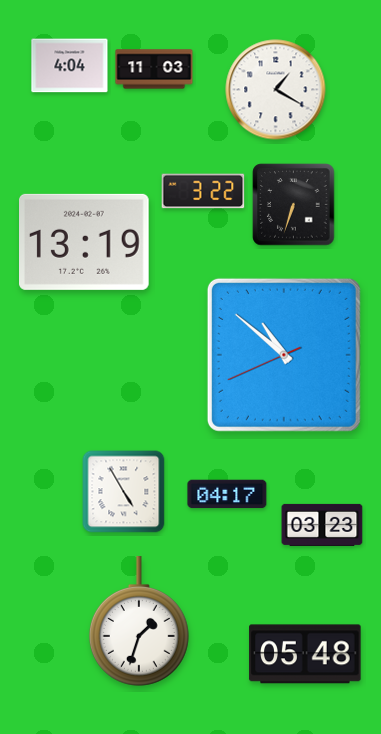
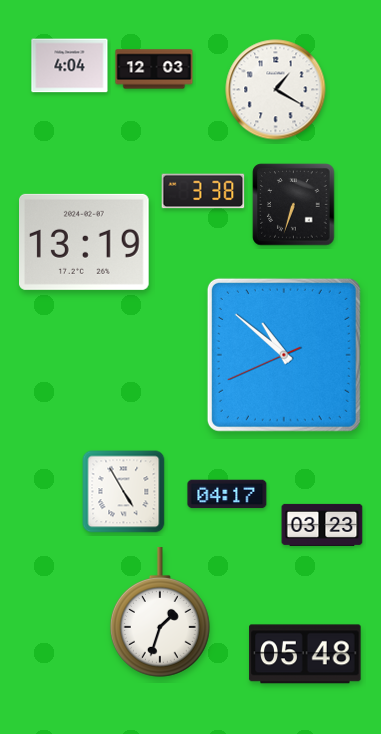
clock at (154, 69): 11:03 -> 12:03
clock at (203, 191): 3:22 -> 3:38
clock at (139, 621) position: (139, 621) -> (160, 612)
